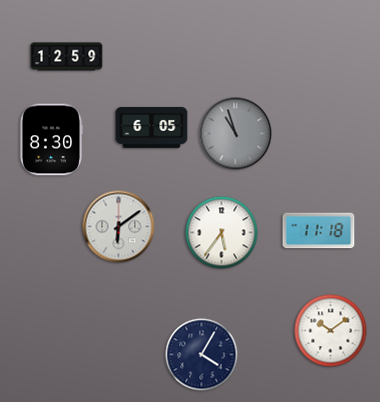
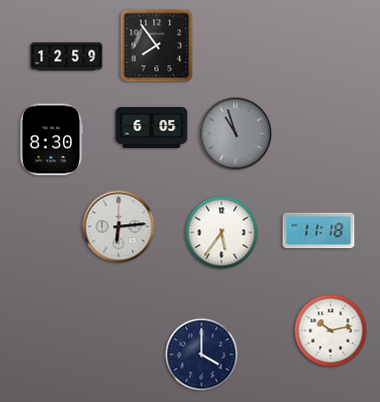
clock at (157, 46): none -> 7:54
clock at (119, 227): 6:09 -> 6:14
clock at (331, 331): 10:09 -> 10:13
clock at (202, 355): 4:05 -> 4:00
